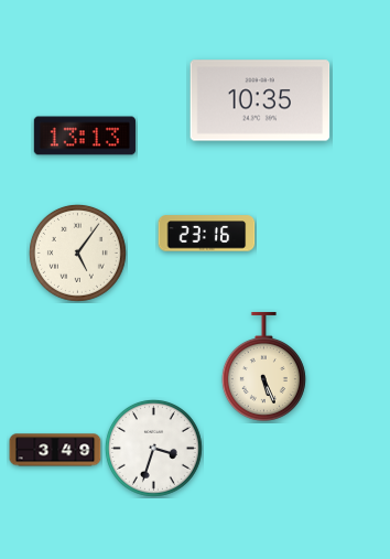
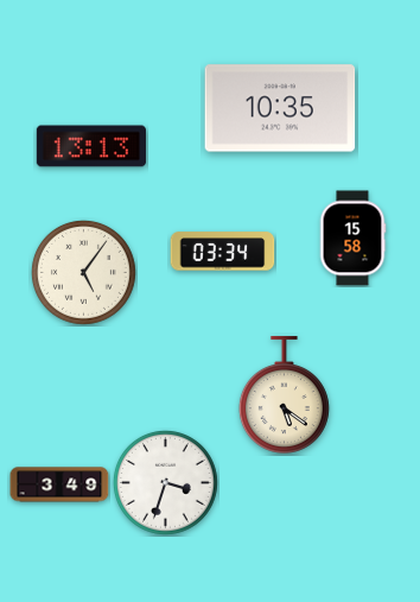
clock at (352, 239): none -> 15:58
clock at (207, 234): 23:16 -> 03:34
clock at (263, 366): 5:26 -> 5:21
